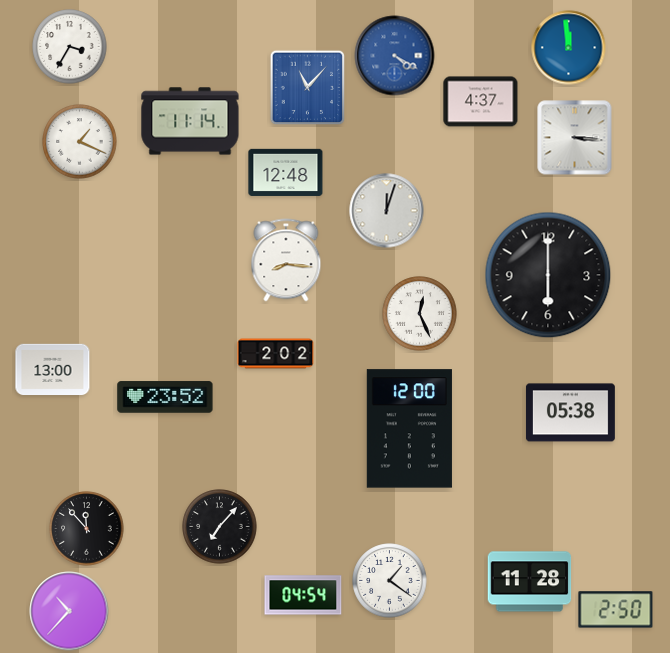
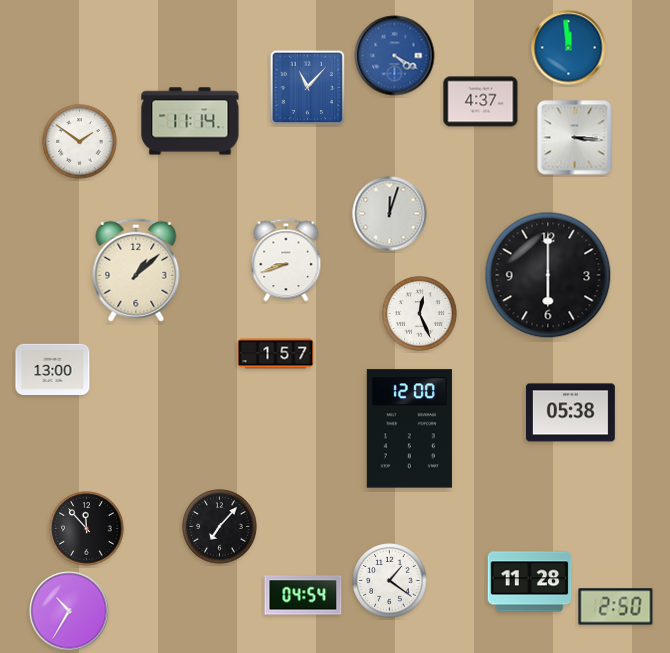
clock at (70, 47): 3:35 -> none
clock at (80, 142): 1:19 -> 1:51
clock at (286, 172): 12:48 -> none
clock at (387, 211) position: (387, 211) -> (390, 214)
clock at (286, 260): 8:16 -> 8:42
clock at (136, 270): none -> 1:08
clock at (276, 354): 2:02 -> 1:57
clock at (165, 397): 23:52 -> none
clock at (616, 610) position: (616, 610) -> (616, 607)
clock at (69, 611): 10:37 -> 10:35
